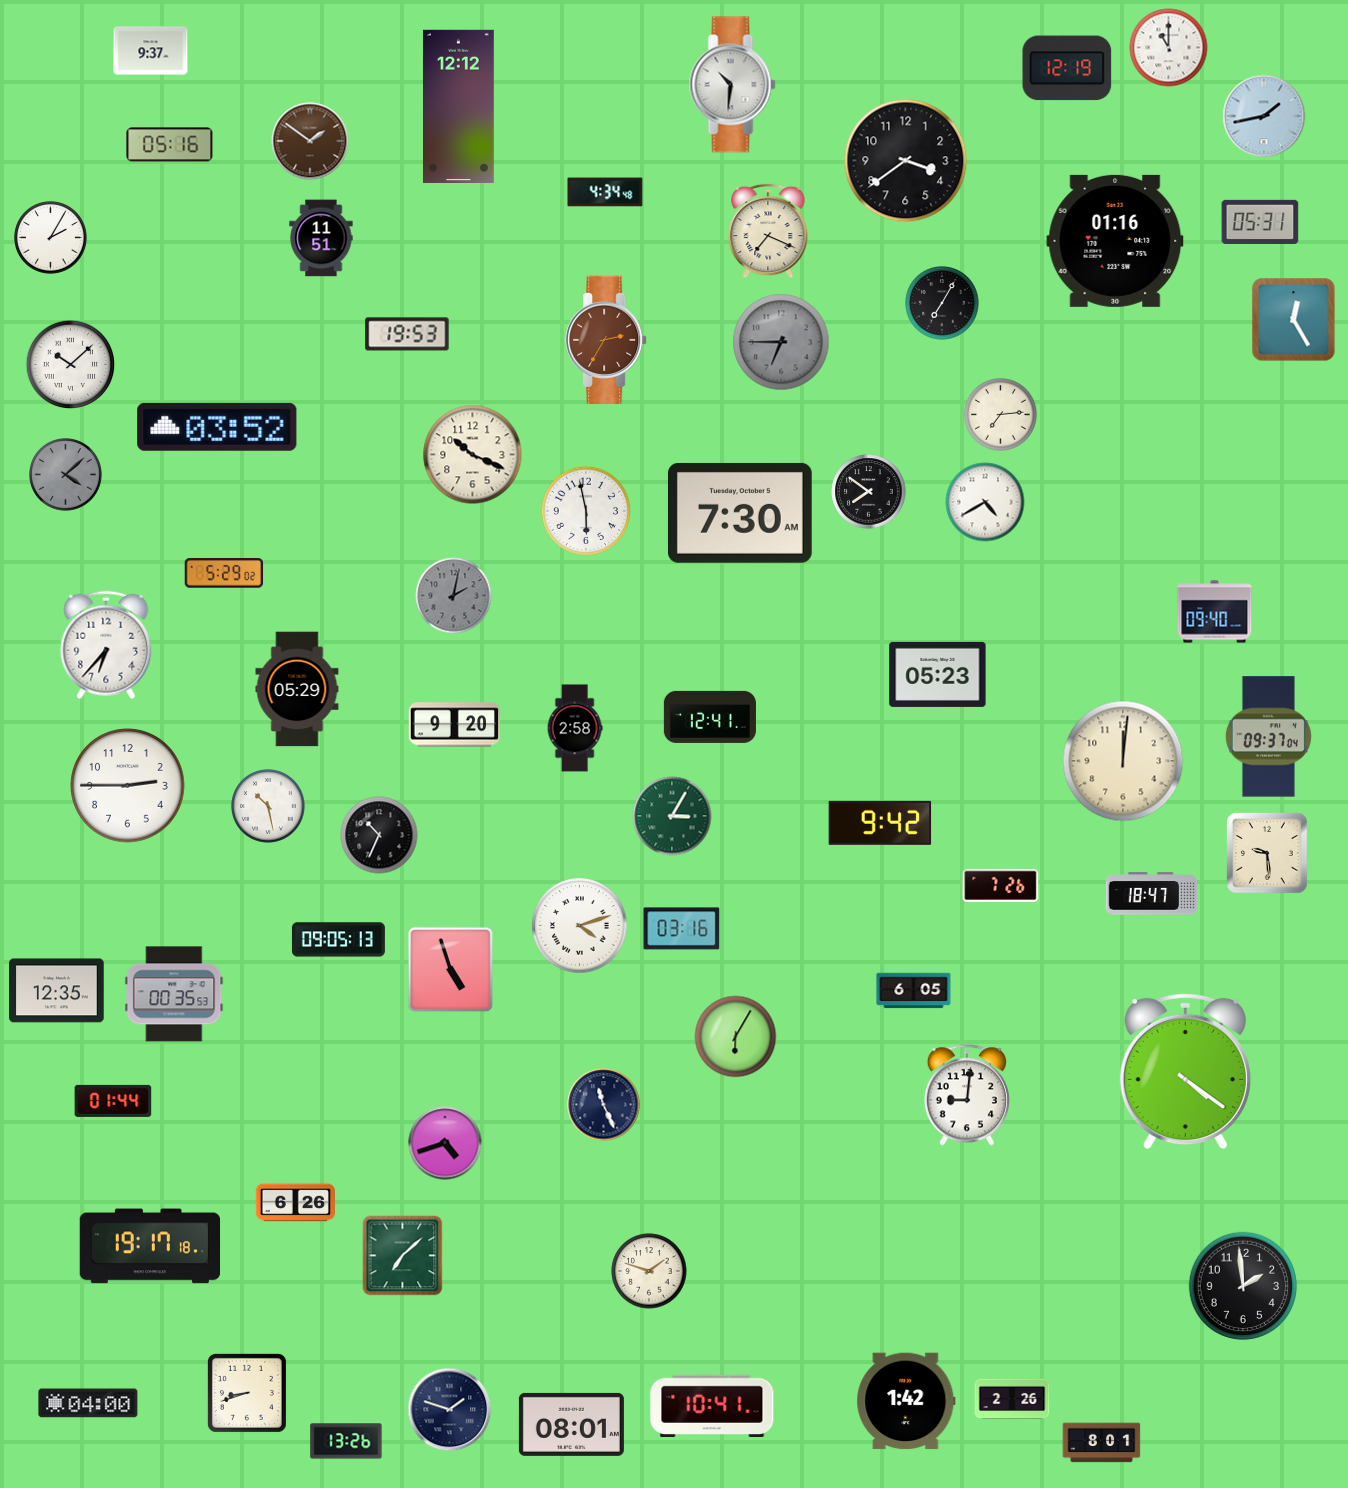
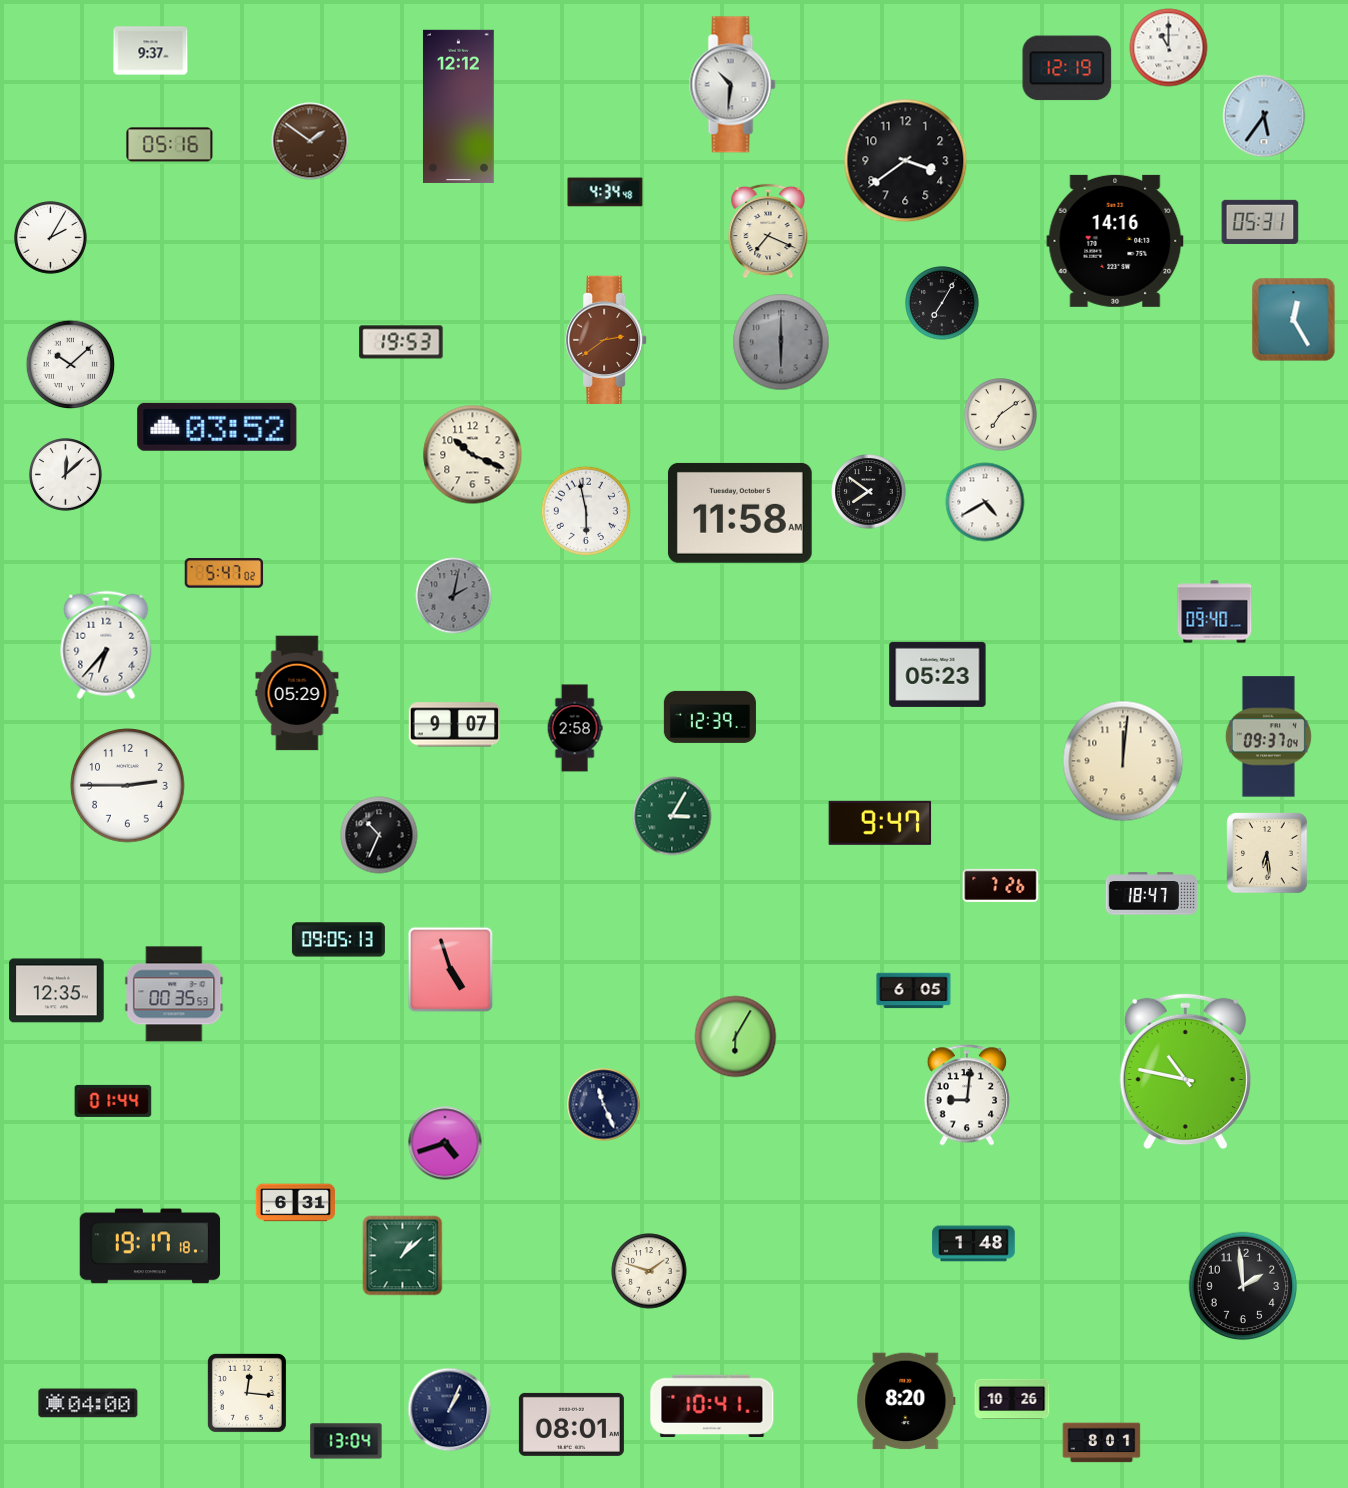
clock at (1264, 116): 1:43 -> 5:36
clock at (321, 238): 11:51 -> none
clock at (1115, 241): 01:16 -> 14:16
clock at (407, 334) position: (407, 334) -> (401, 342)
clock at (606, 339): 2:35 -> 2:39
clock at (781, 342): 6:45 -> 6:00
clock at (1001, 415): 7:14 -> 7:09
clock at (66, 475): 4:08 -> 12:08
clock at (66, 475) dial: grey -> white
clock at (740, 513): 7:30 -> 11:58
clock at (224, 573): 5:29 -> 5:47
clock at (297, 689) position: (297, 689) -> (297, 693)
clock at (710, 717): 12:41 -> 12:39
clock at (454, 725): 9:20 -> 9:07
clock at (268, 806): 10:28 -> none
clock at (880, 823): 9:42 -> 9:47
clock at (1267, 853): 9:29 -> 6:29
clock at (580, 926): 4:12 -> none
clock at (682, 929): 03:16 -> none
clock at (1185, 1072): 4:21 -> 10:47
clock at (295, 1203): 6:26 -> 6:31
clock at (974, 1244): none -> 1:48
clock at (403, 1256): 7:08 -> 1:08
clock at (247, 1393): 8:42 -> 12:16
clock at (1012, 1399): 2:26 -> 10:26
clock at (906, 1401): 1:42 -> 8:20
clock at (450, 1410): 1:48 -> 1:04
clock at (346, 1441): 13:26 -> 13:04
